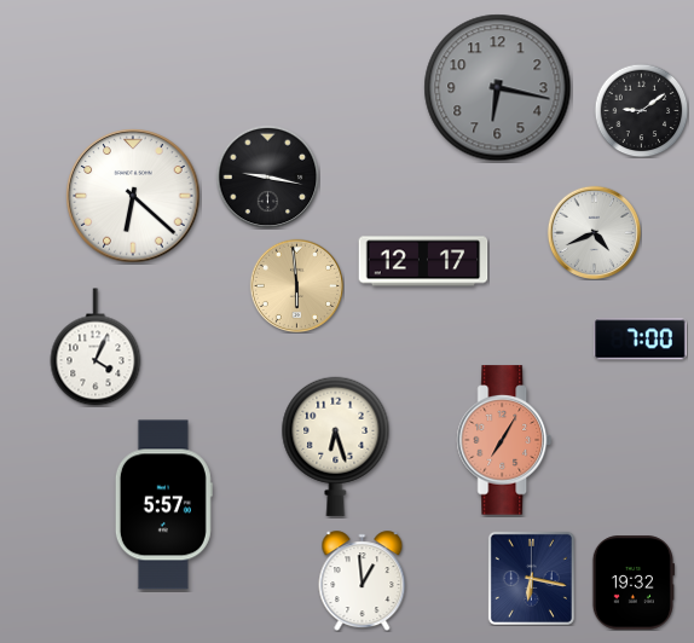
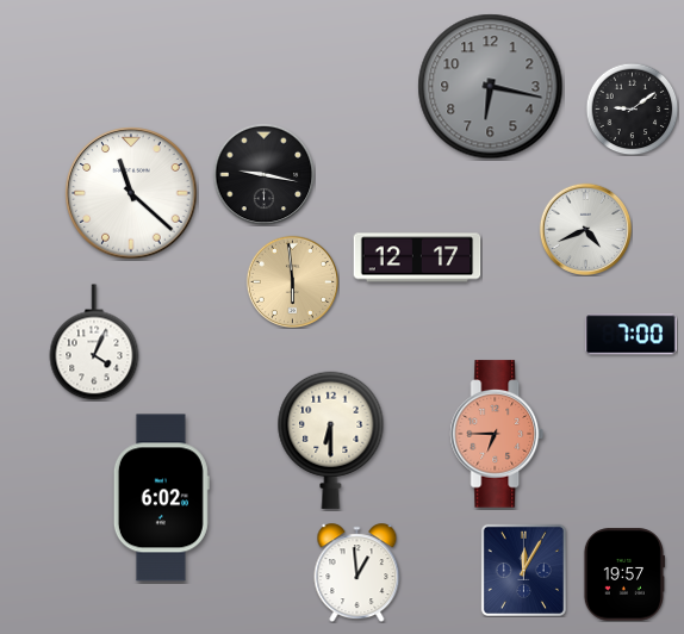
clock at (133, 196): 6:22 -> 11:22
clock at (504, 440): 7:05 -> 6:45
clock at (336, 446): 6:27 -> 6:30
clock at (163, 505): 5:57 -> 6:02
clock at (531, 578): 6:17 -> 12:05
clock at (632, 583): 19:32 -> 19:57
